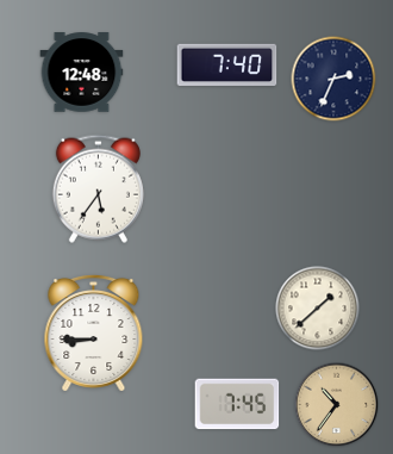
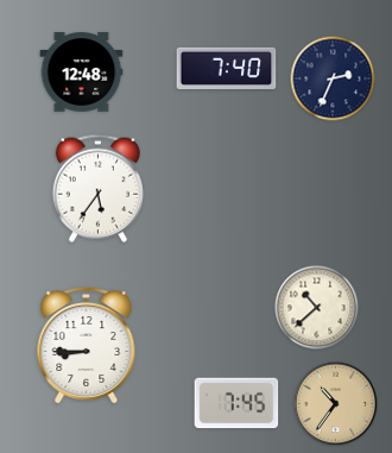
clock at (227, 64) position: (227, 64) -> (227, 68)
clock at (318, 309): 1:38 -> 10:38
clock at (94, 332) position: (94, 332) -> (87, 345)
